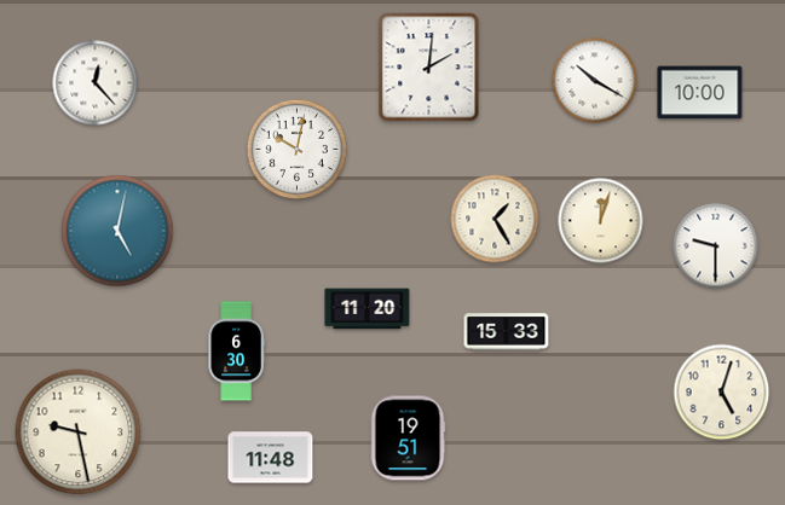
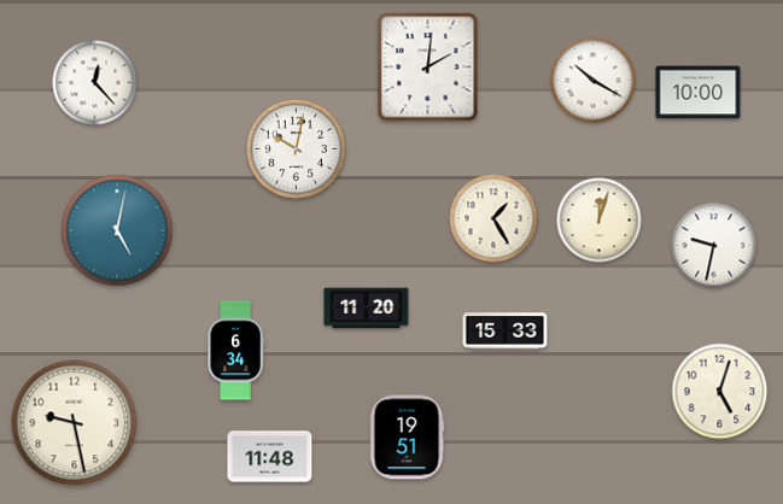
clock at (716, 246): 9:30 -> 9:32
clock at (236, 352): 6:30 -> 6:34
clock at (79, 433) position: (79, 433) -> (75, 423)
